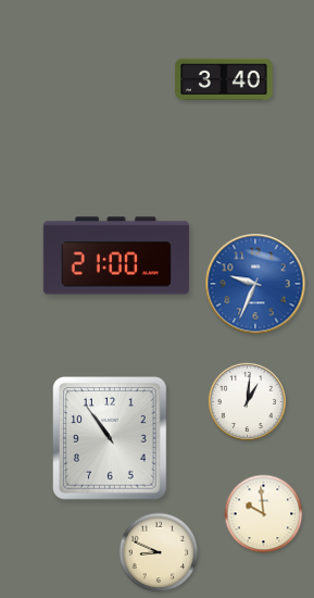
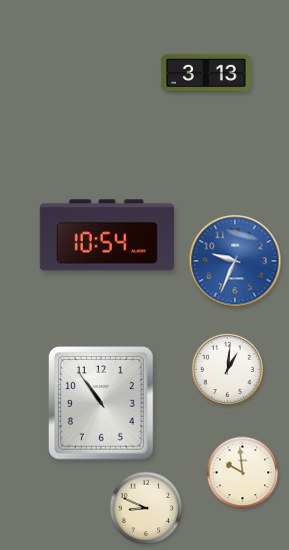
clock at (224, 79): 3:40 -> 3:13
clock at (116, 256): 21:00 -> 10:54
